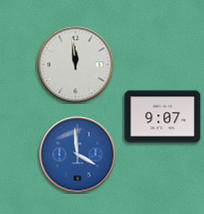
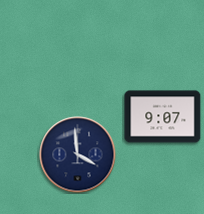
clock at (76, 65): 11:59 -> none
clock at (78, 155) dial: blue -> navy
